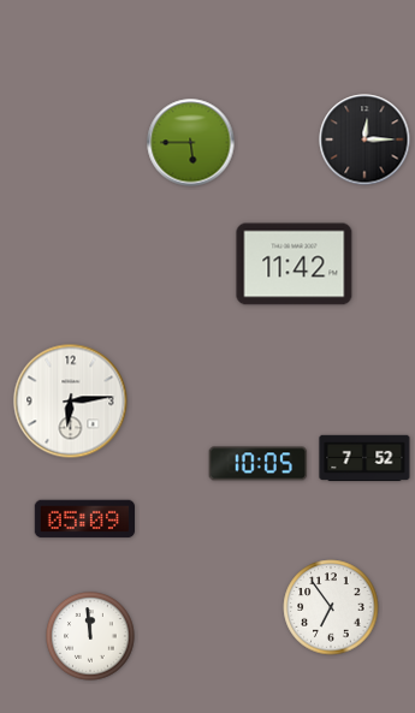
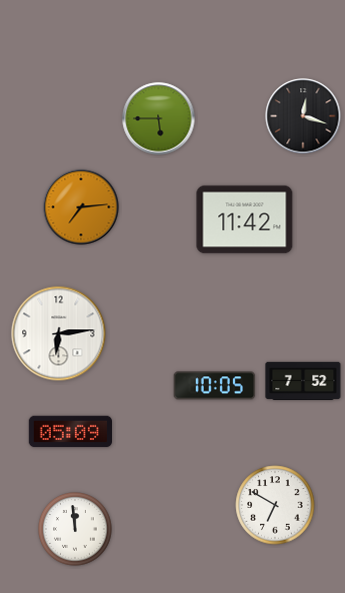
clock at (364, 139): 12:15 -> 12:18
clock at (81, 207): none -> 7:14
clock at (331, 607): 6:54 -> 6:50
